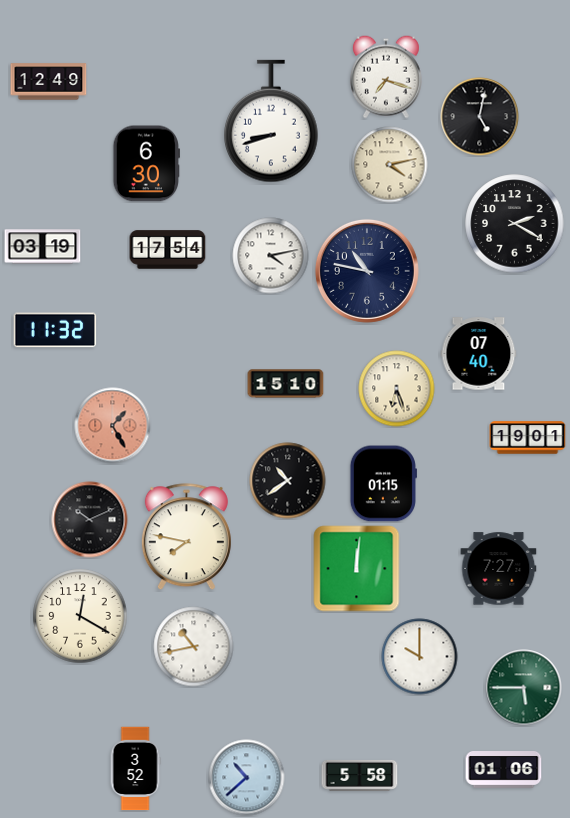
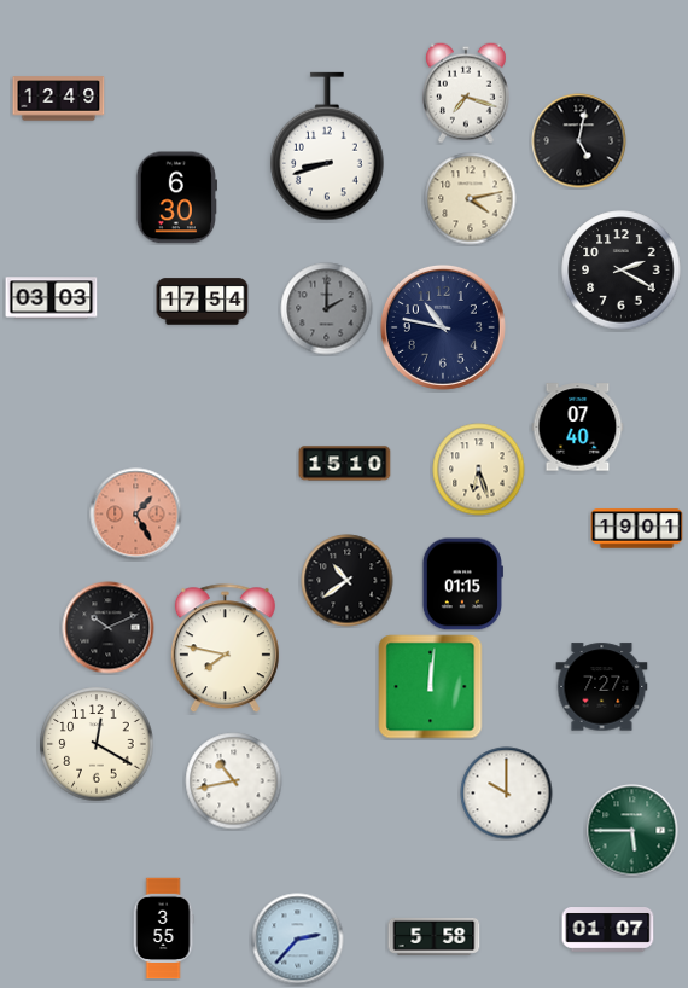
clock at (43, 247): 03:19 -> 03:03
clock at (271, 256): 4:13 -> 2:00
clock at (271, 256) dial: white -> grey
clock at (55, 330): 11:32 -> none
clock at (135, 769): 3:52 -> 3:55
clock at (504, 770): 01:06 -> 01:07
clock at (247, 778): 10:38 -> 2:37
